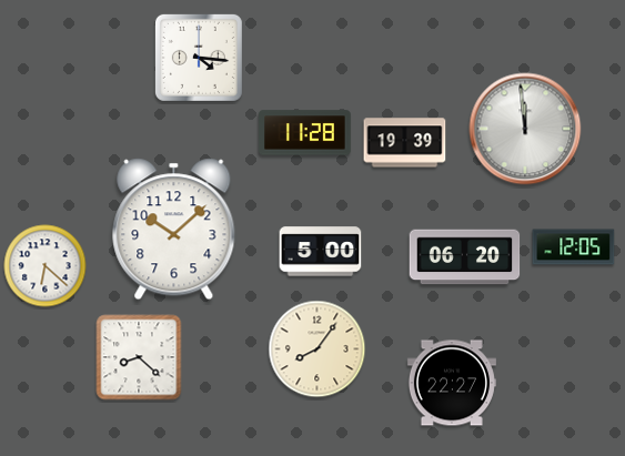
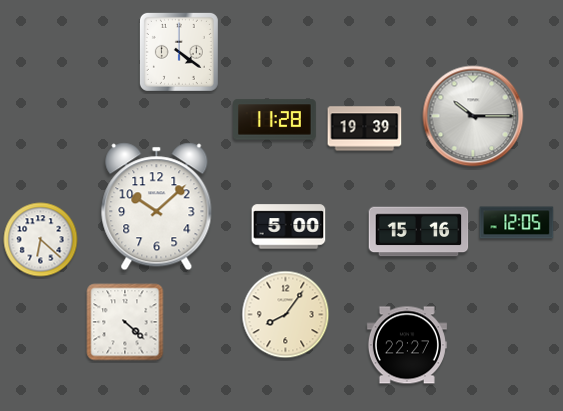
clock at (199, 58): 4:16 -> 4:21
clock at (525, 129): 11:59 -> 10:15
clock at (465, 257): 06:20 -> 15:16
clock at (139, 357): 8:22 -> 4:22
